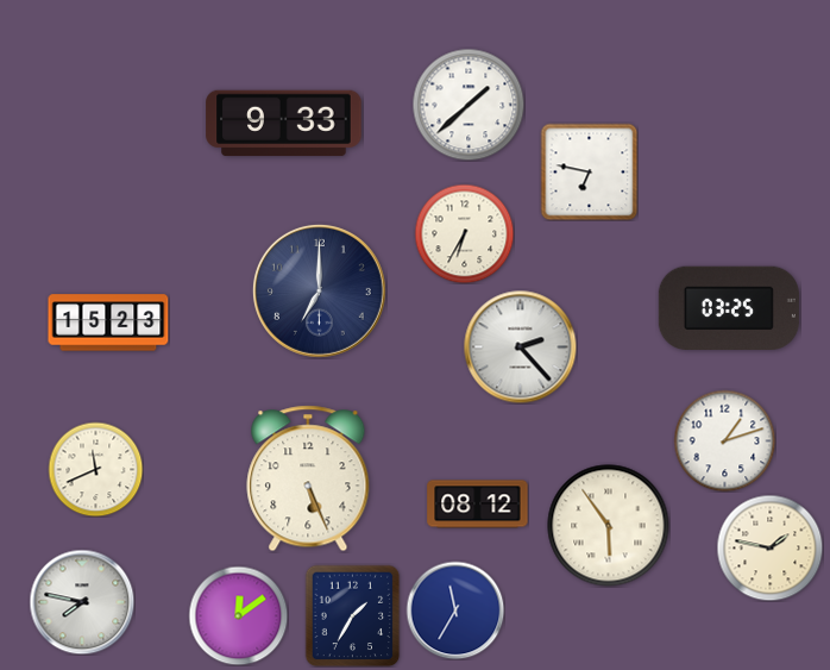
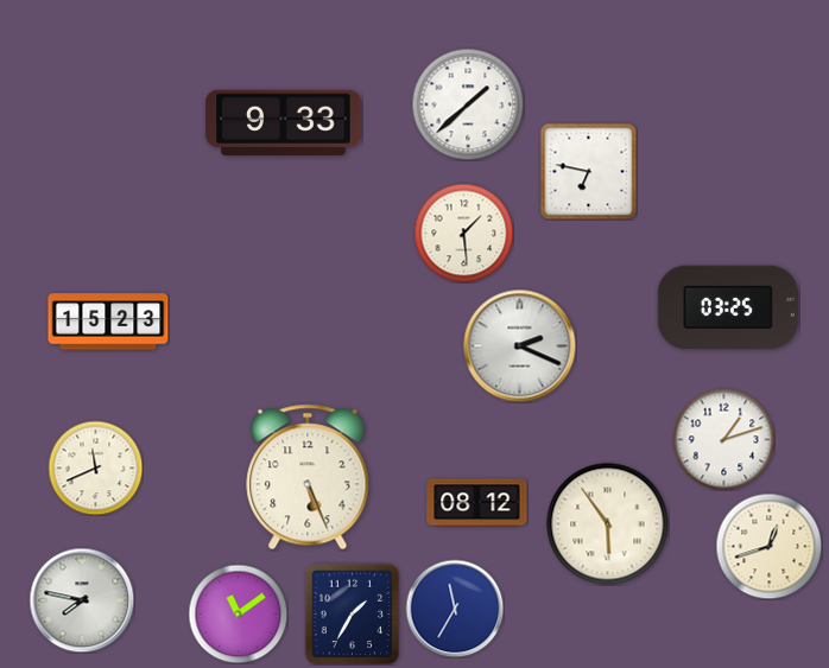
clock at (464, 233): 6:35 -> 1:29
clock at (319, 290): 7:00 -> none
clock at (520, 346): 2:23 -> 2:19
clock at (769, 547): 1:47 -> 12:42
clock at (238, 615): 12:09 -> 11:09
